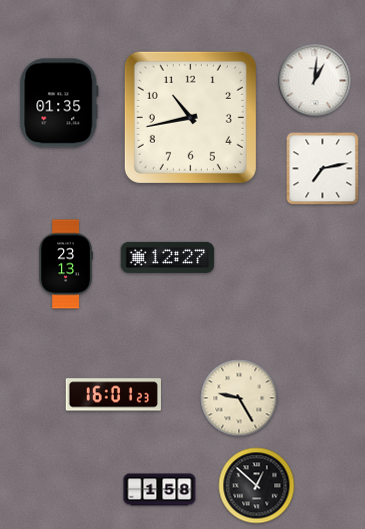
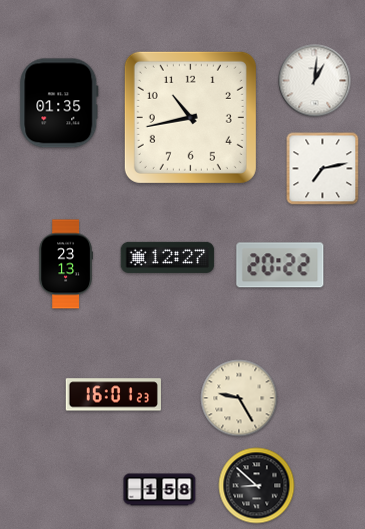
clock at (280, 265): none -> 20:22
clock at (257, 486): 12:52 -> 8:52
